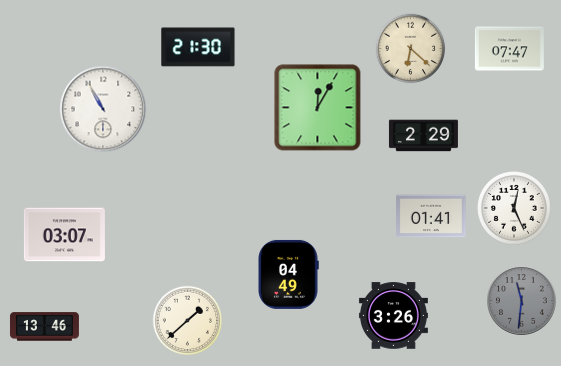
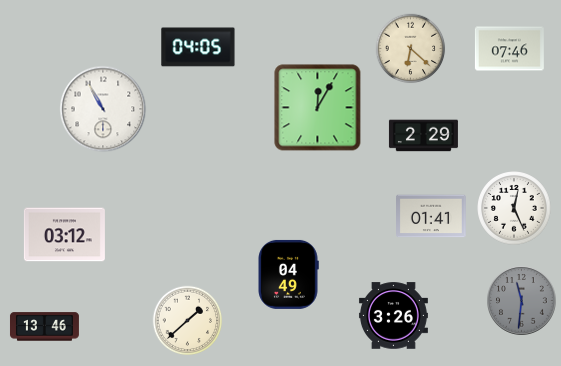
clock at (198, 47): 21:30 -> 04:05
clock at (509, 49): 07:47 -> 07:46
clock at (64, 235): 03:07 -> 03:12
